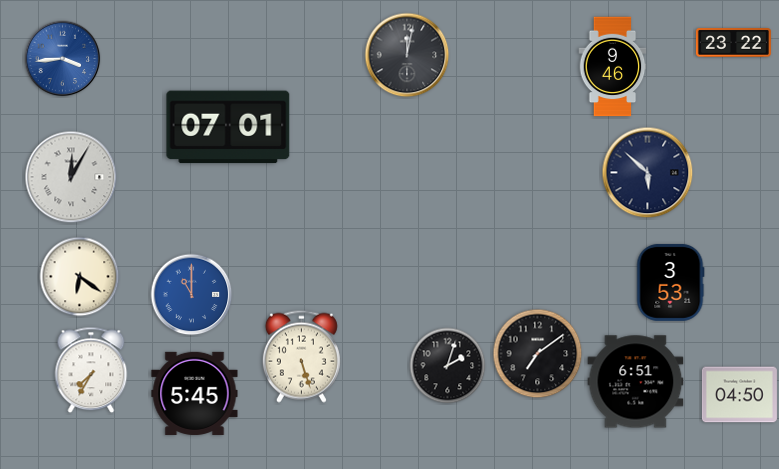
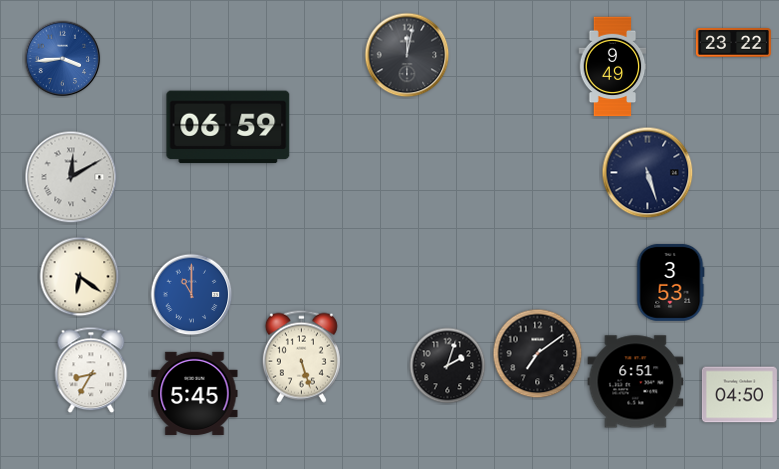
clock at (613, 67): 9:46 -> 9:49
clock at (228, 127): 07:01 -> 06:59
clock at (648, 173): 5:52 -> 5:27
clock at (71, 177): 12:05 -> 12:10
clock at (91, 370): 7:35 -> 8:35
